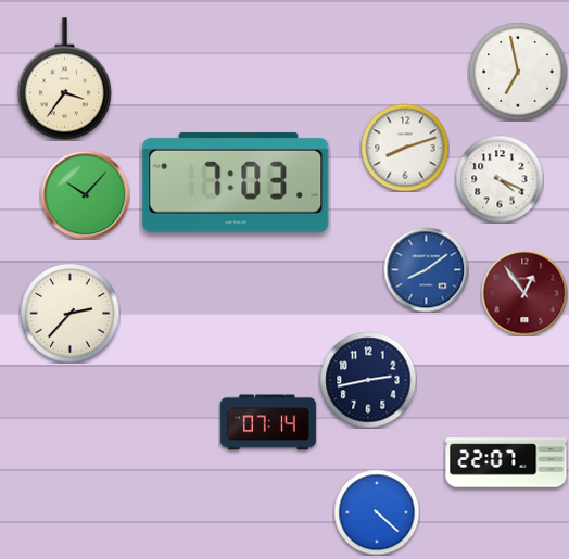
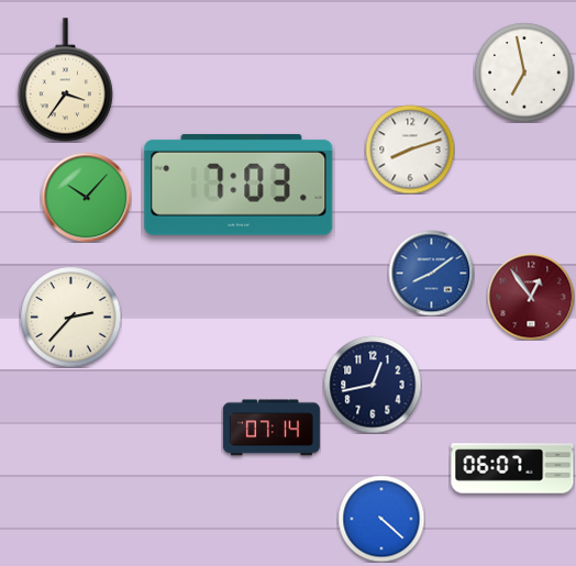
clock at (500, 179): 4:19 -> none
clock at (368, 380): 2:43 -> 12:43
clock at (506, 462): 22:07 -> 06:07
